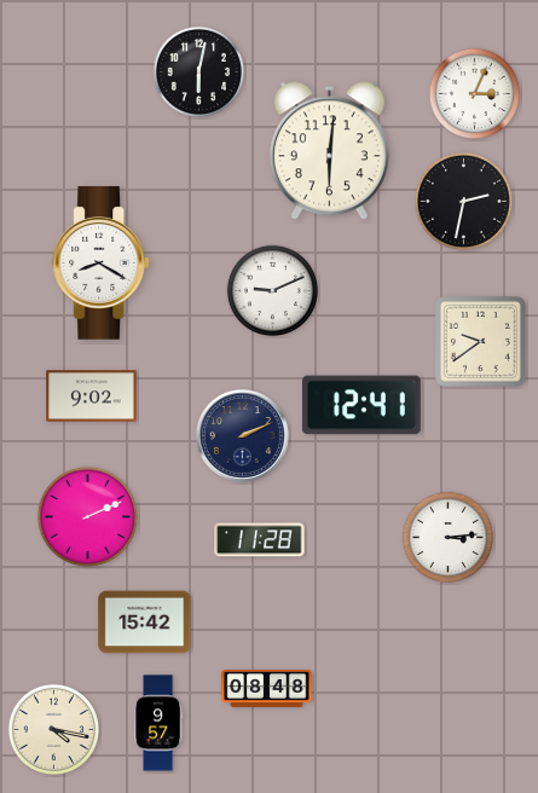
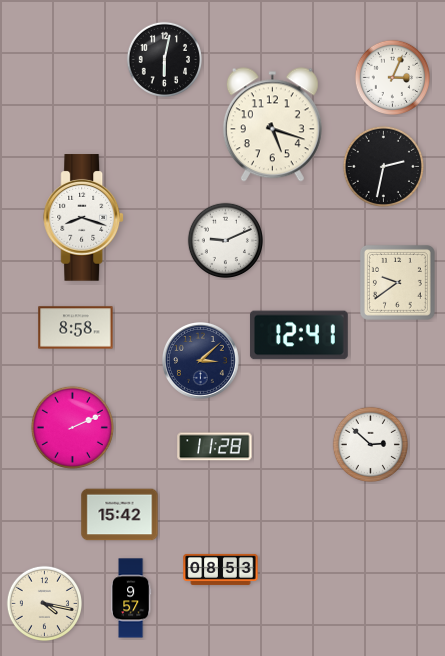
clock at (329, 151): 6:01 -> 5:18
clock at (102, 264): 8:20 -> 8:18
clock at (92, 396): 9:02 -> 8:58
clock at (243, 436): 2:11 -> 3:08
clock at (447, 537): 3:14 -> 2:52
clock at (267, 688): 08:48 -> 08:53
